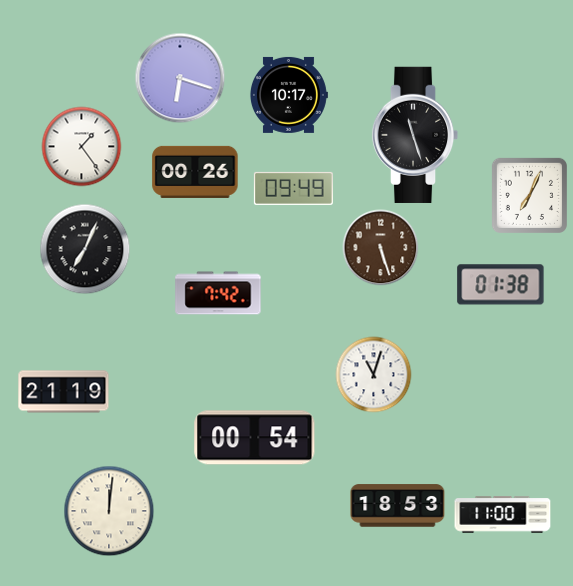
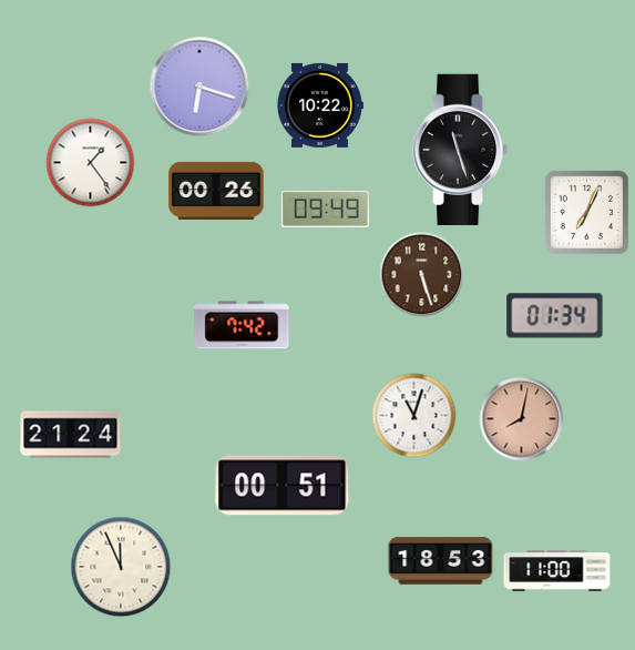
clock at (288, 95): 10:17 -> 10:22
clock at (529, 195) position: (529, 195) -> (586, 212)
clock at (85, 249): 7:04 -> none
clock at (501, 285): 01:38 -> 01:34
clock at (522, 419): none -> 8:02
clock at (64, 392): 21:19 -> 21:24
clock at (255, 438): 00:54 -> 00:51
clock at (109, 511): 12:01 -> 11:56
